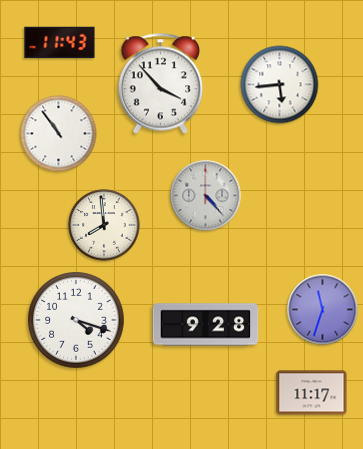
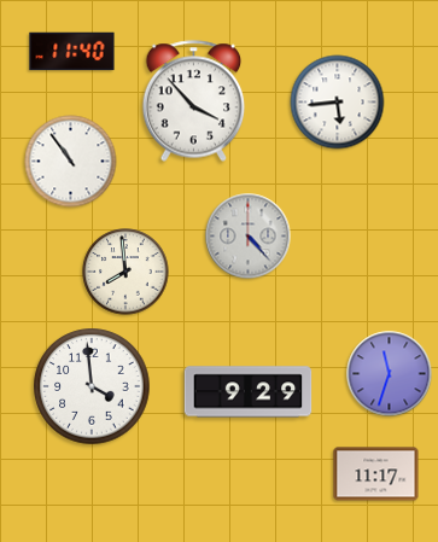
clock at (60, 43): 11:43 -> 11:40
clock at (76, 320): 4:18 -> 3:59
clock at (206, 325): 9:28 -> 9:29
